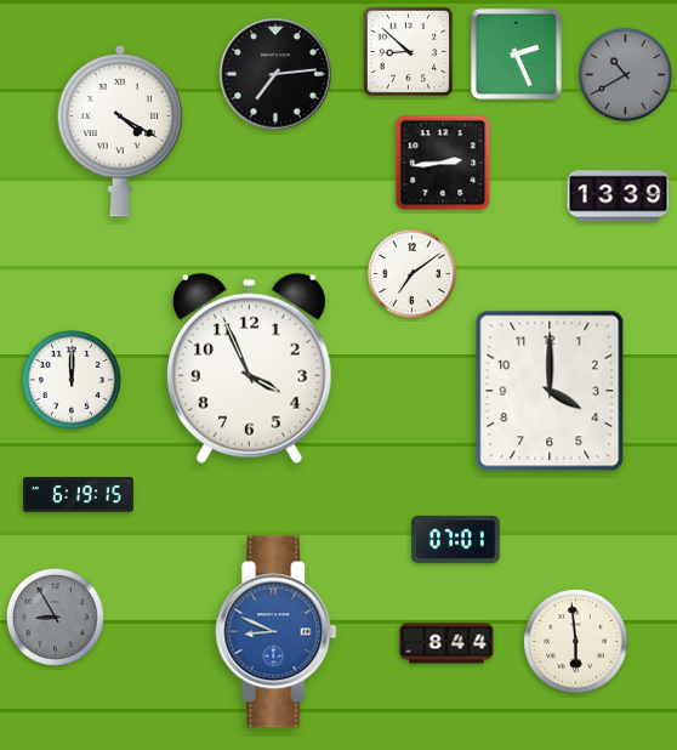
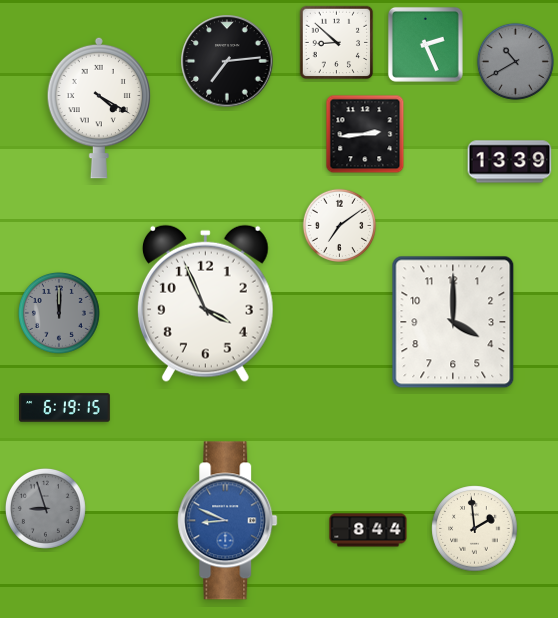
clock at (72, 380) dial: white -> grey
clock at (456, 539): 07:01 -> none
clock at (55, 617): 8:55 -> 8:57
clock at (576, 642): 5:59 -> 1:59
